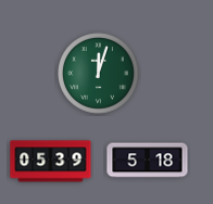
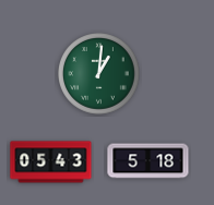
clock at (99, 74): 12:03 -> 1:01
clock at (51, 162): 05:39 -> 05:43
